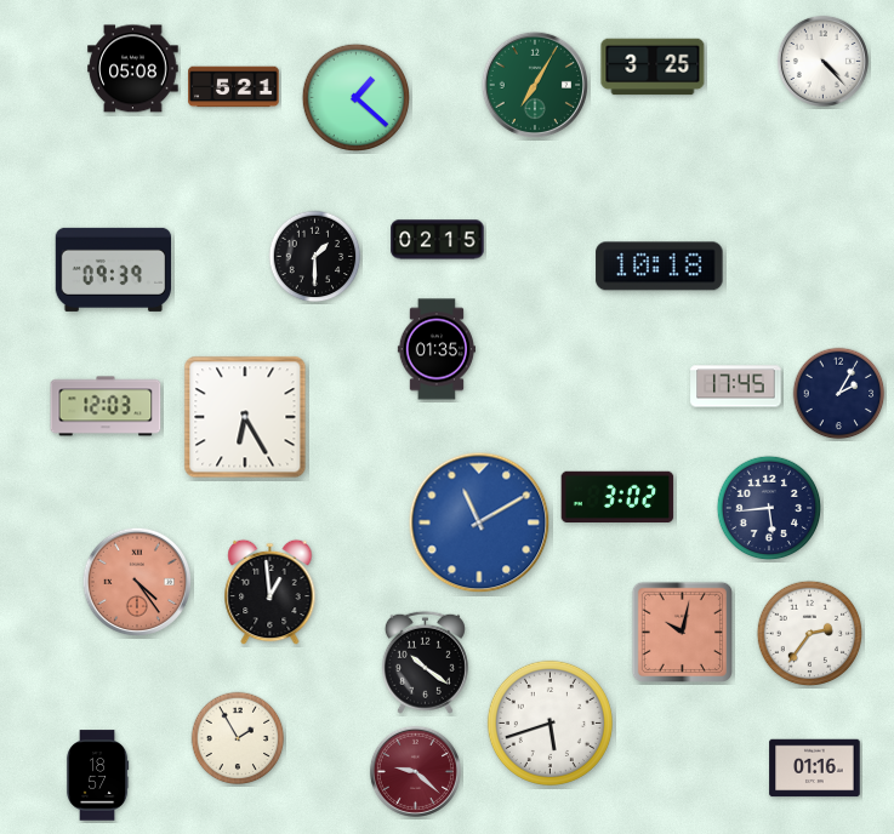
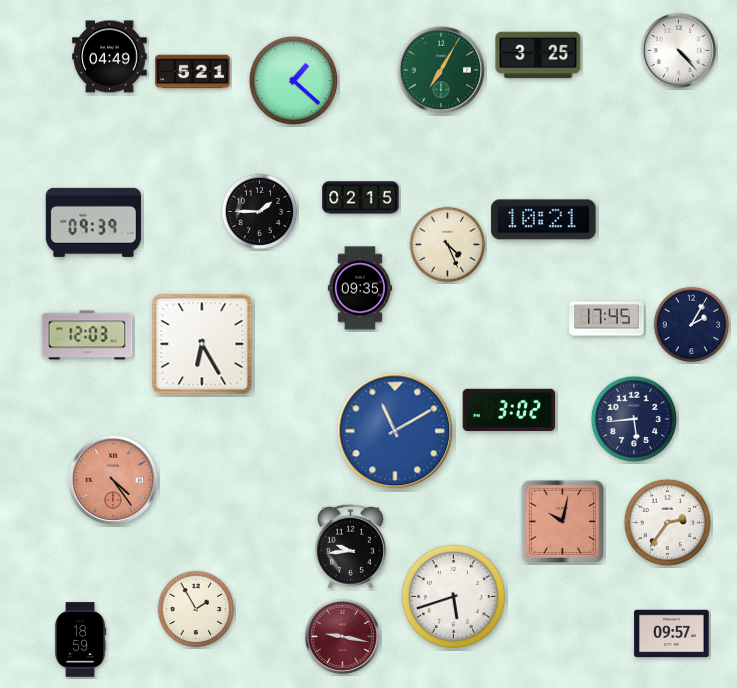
clock at (133, 69): 05:08 -> 04:49
clock at (315, 257): 1:30 -> 1:45
clock at (660, 267): 10:18 -> 10:21
clock at (448, 245): none -> 4:26
clock at (437, 349): 01:35 -> 09:35
clock at (271, 593): 12:59 -> none
clock at (425, 662): 10:21 -> 9:44
clock at (815, 769): 01:16 -> 09:57
clock at (415, 771): 9:22 -> 9:17
clock at (97, 776): 18:57 -> 18:59
